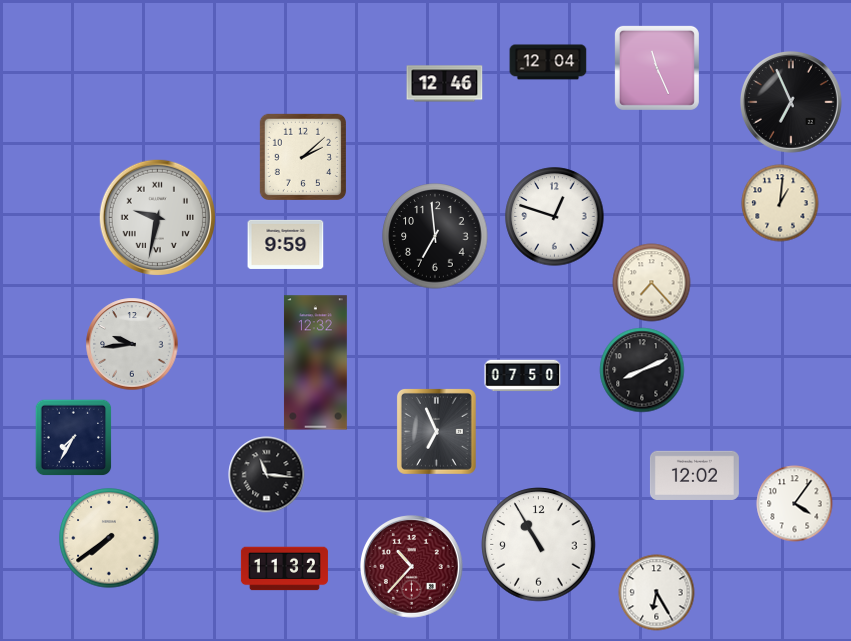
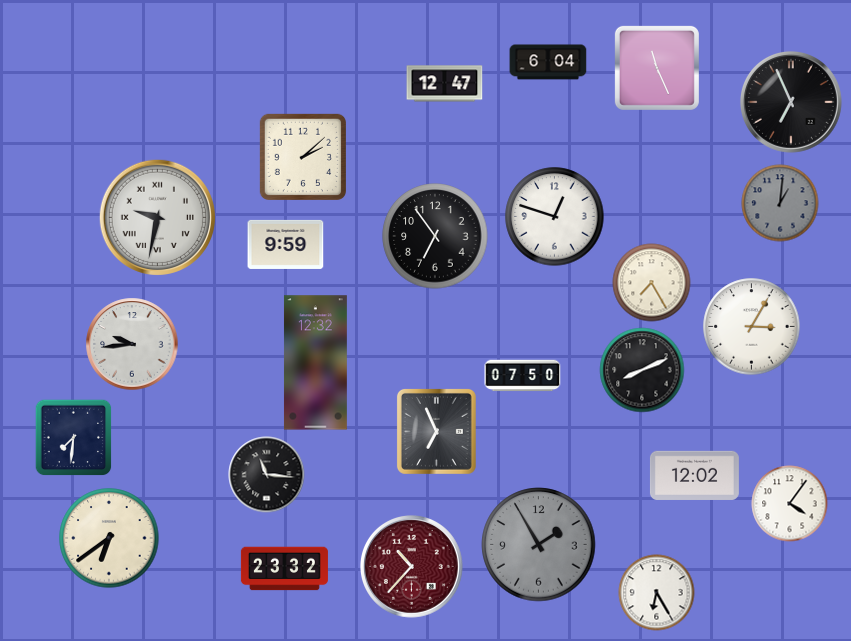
clock at (548, 62): 12:04 -> 6:04
clock at (445, 84): 12:46 -> 12:47
clock at (780, 203) dial: cream -> grey
clock at (435, 236): 6:59 -> 6:54
clock at (652, 283): 7:23 -> 7:25
clock at (752, 327): none -> 3:05
clock at (73, 437): 7:35 -> 7:31
clock at (795, 504) position: (795, 504) -> (790, 504)
clock at (109, 538): 7:39 -> 6:39
clock at (539, 545): 10:55 -> 1:55
clock at (539, 545) dial: white -> grey
clock at (284, 569): 11:32 -> 23:32
